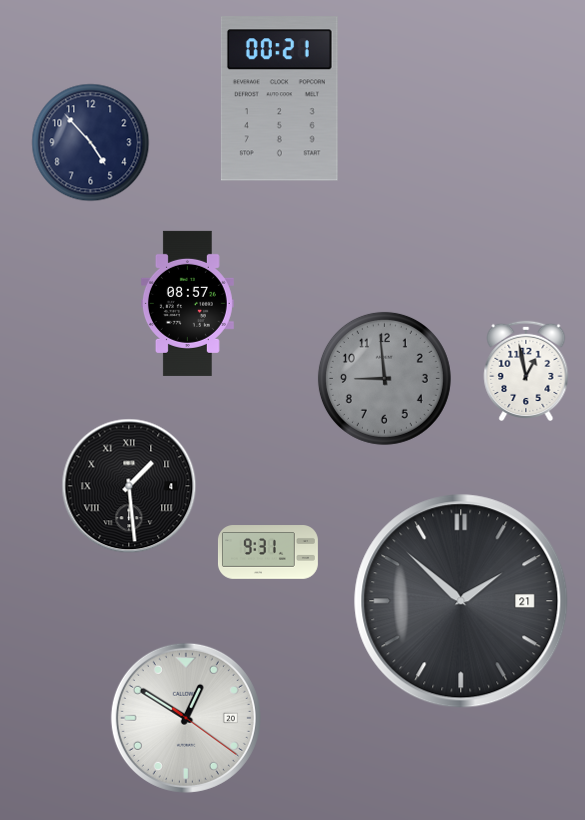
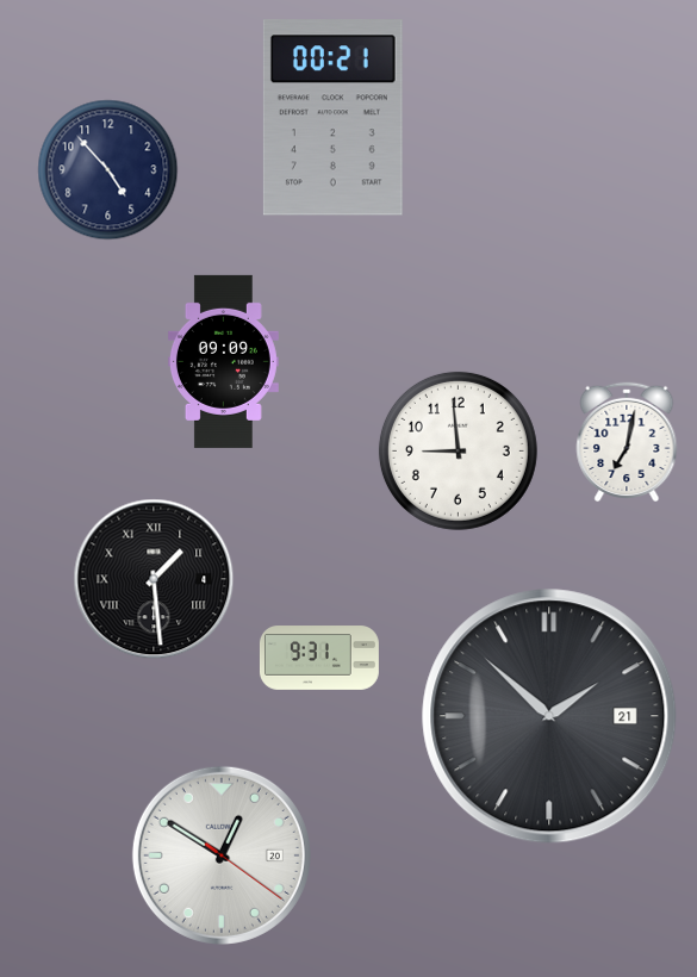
clock at (187, 303): 08:57 -> 09:09
clock at (526, 370): 12:58 -> 7:02
clock at (384, 378) dial: grey -> white
